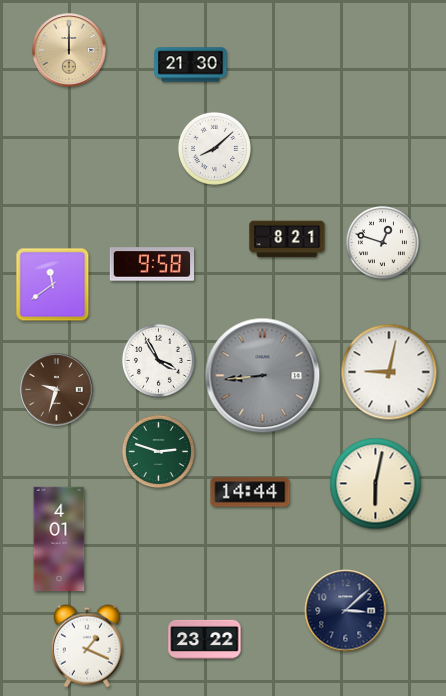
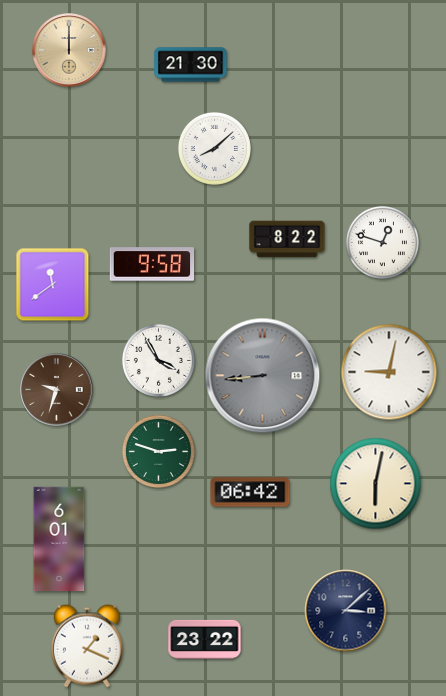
clock at (287, 239): 8:21 -> 8:22
clock at (250, 492): 14:44 -> 06:42
clock at (59, 539): 4:01 -> 6:01
